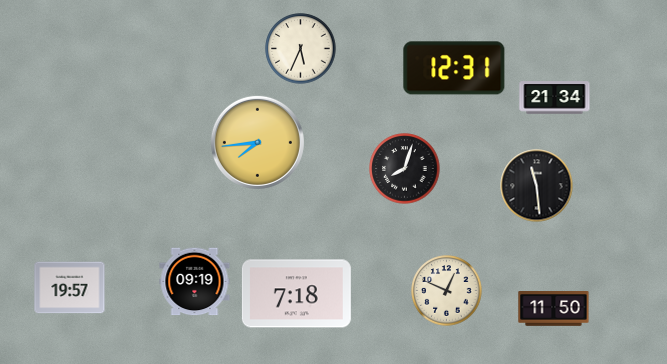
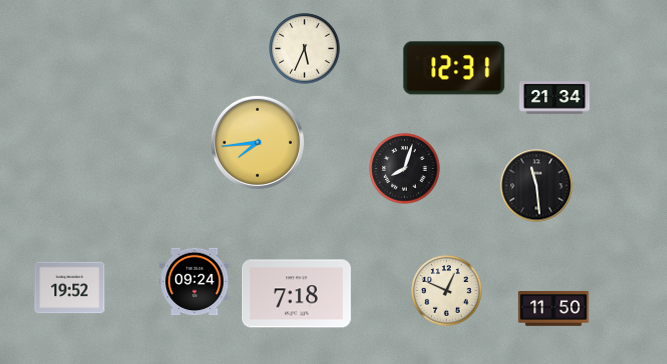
clock at (301, 49) position: (301, 49) -> (305, 49)
clock at (195, 282): 09:19 -> 09:24
clock at (70, 288): 19:57 -> 19:52
